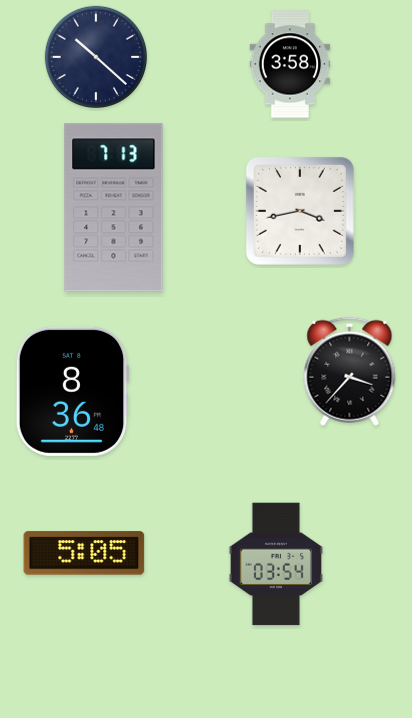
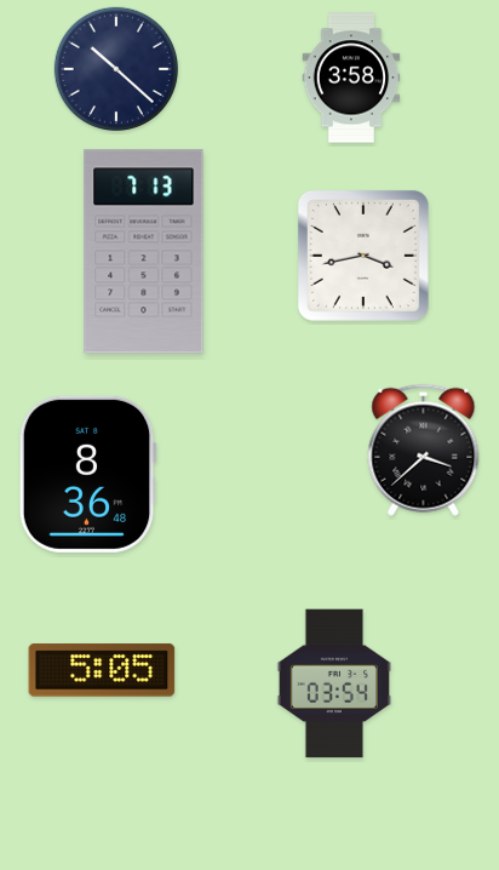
clock at (114, 208) position: (114, 208) -> (144, 252)
clock at (350, 371): 3:37 -> 3:38
